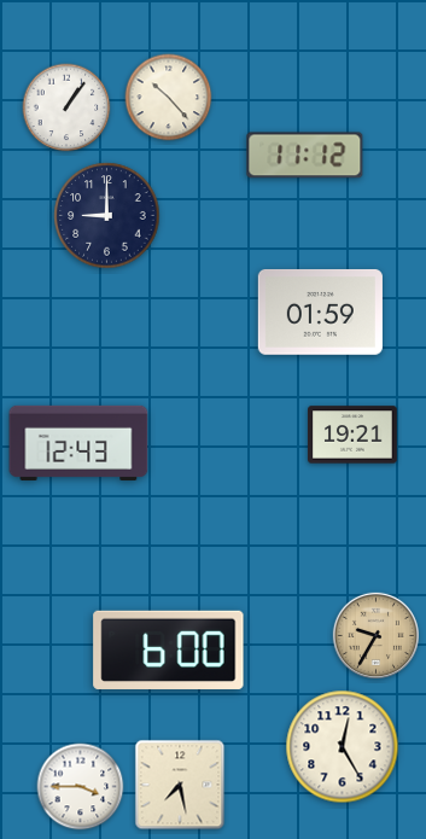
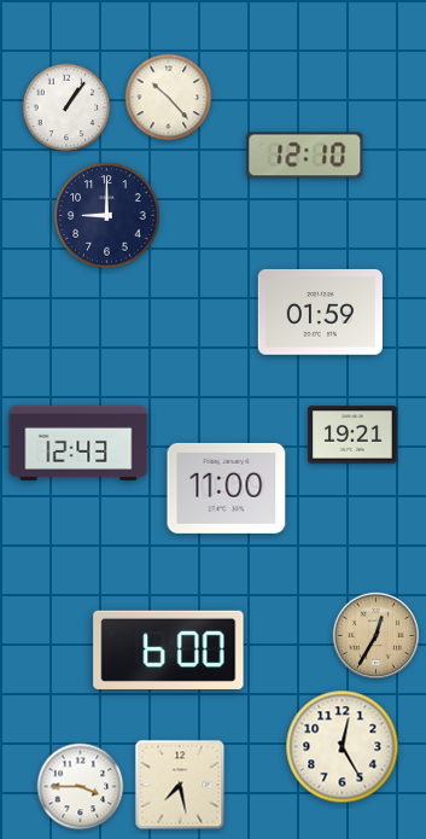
clock at (305, 156): 11:12 -> 12:10
clock at (227, 488): none -> 11:00
clock at (375, 635): 9:35 -> 12:35
